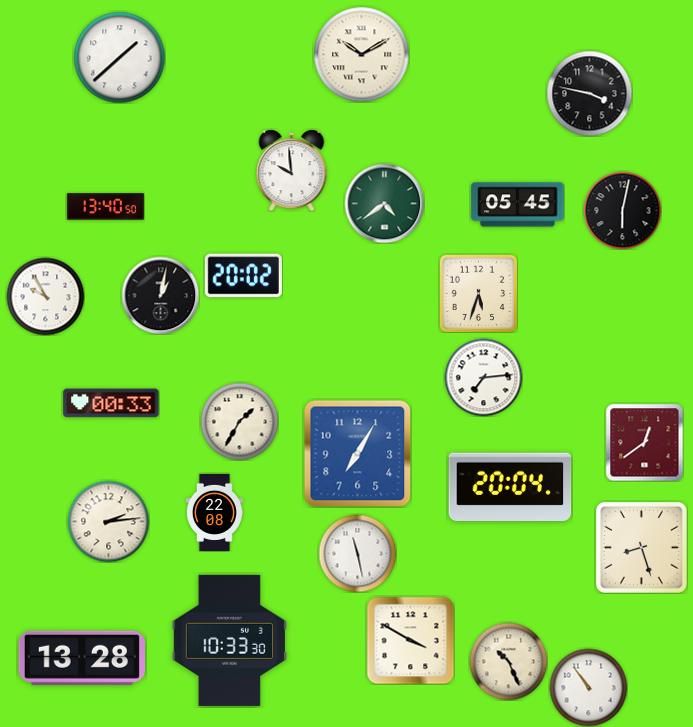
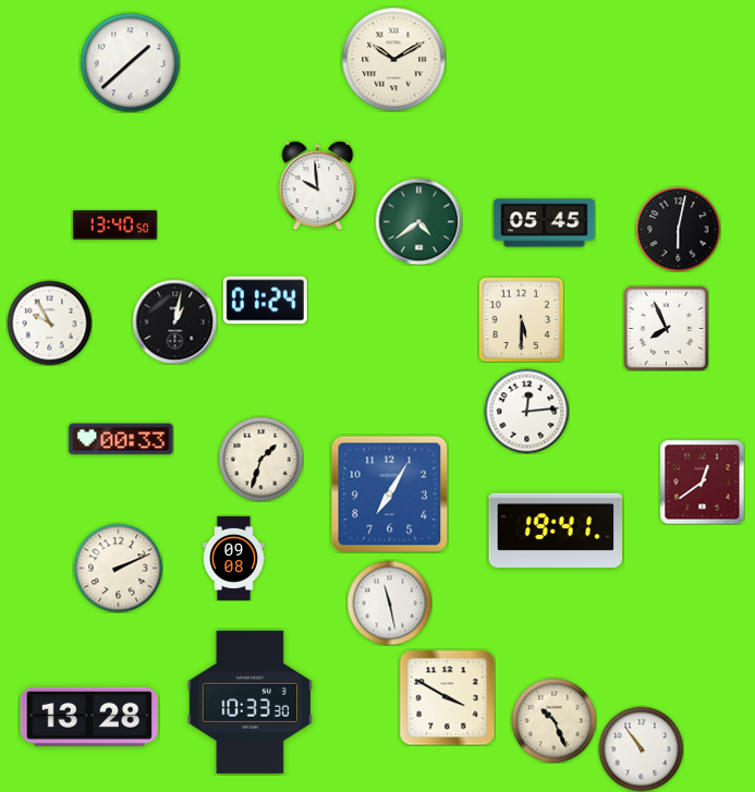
clock at (589, 93): 3:47 -> none
clock at (518, 205) position: (518, 205) -> (545, 223)
clock at (243, 276): 20:02 -> 01:24
clock at (478, 293): 5:33 -> 5:30
clock at (666, 328): none -> 7:56
clock at (483, 377): 7:14 -> 12:14
clock at (239, 421): 1:35 -> 1:33
clock at (510, 487): 20:04 -> 19:41
clock at (214, 512): 22:08 -> 09:08
clock at (108, 521): 2:14 -> 2:11
clock at (641, 547): 8:27 -> none
clock at (230, 640) position: (230, 640) -> (251, 702)
